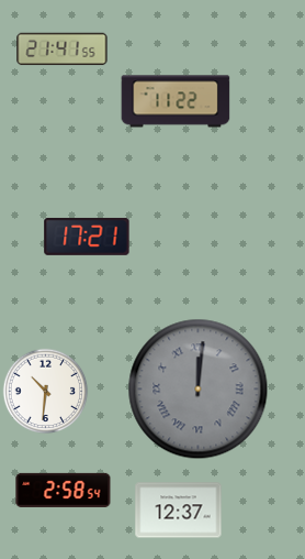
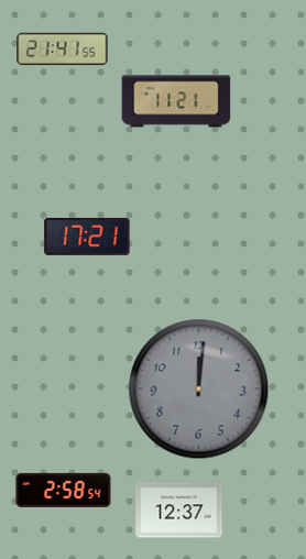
clock at (176, 101): 11:22 -> 11:21
clock at (199, 390) numerals: Roman -> Arabic
clock at (45, 391): 10:31 -> none
